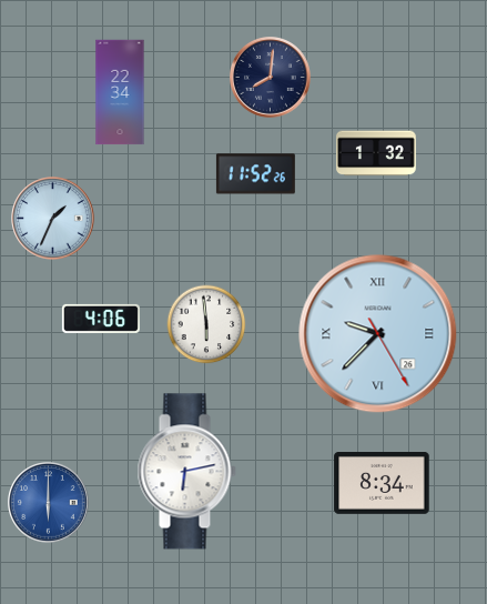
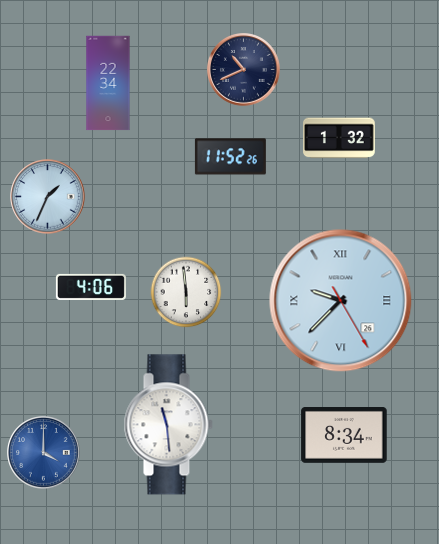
clock at (271, 78): 8:01 -> 10:41
clock at (186, 472): 6:13 -> 11:29
clock at (49, 503): 6:00 -> 4:00
